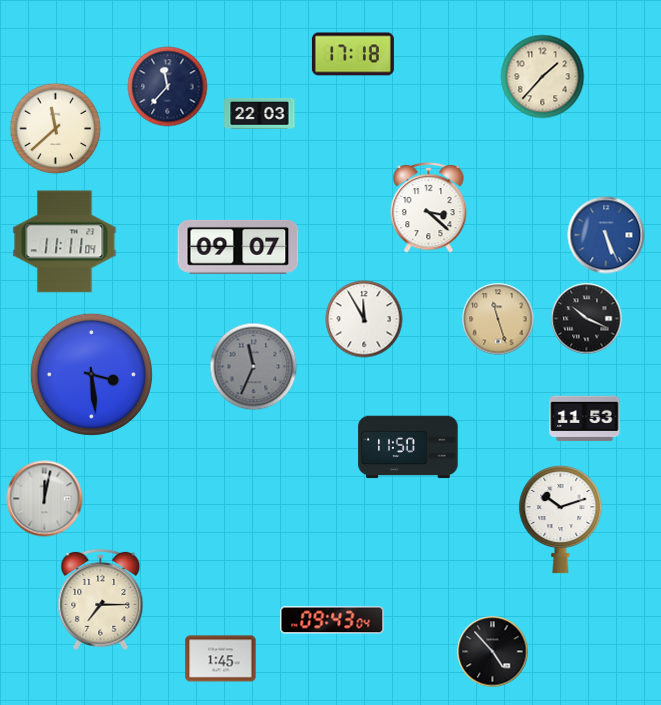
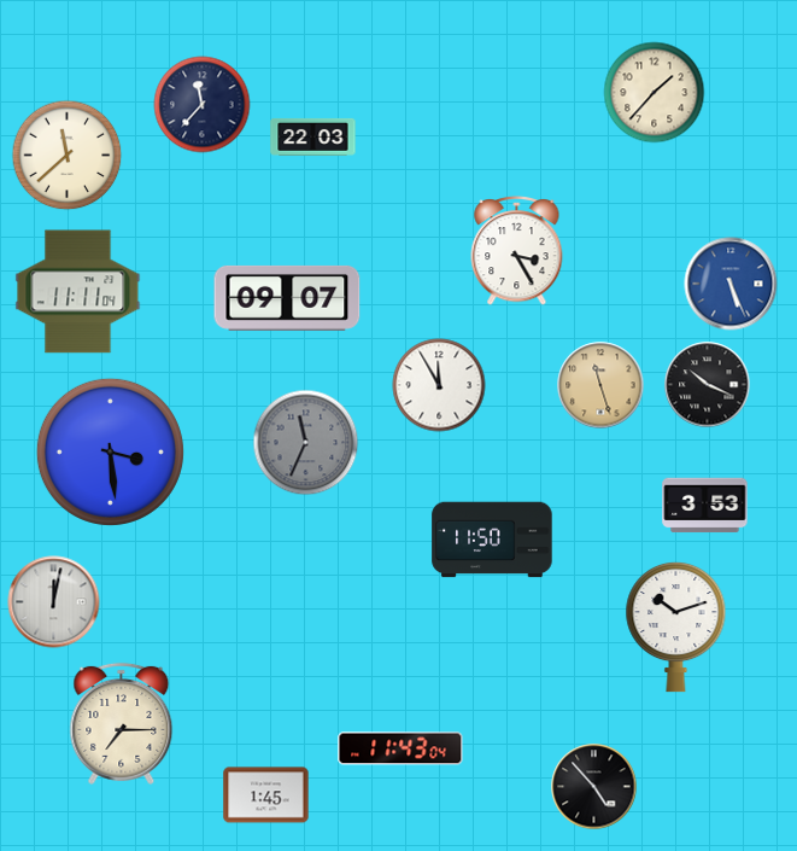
clock at (353, 54): 17:18 -> none
clock at (429, 207): 3:22 -> 3:25
clock at (585, 419): 11:53 -> 3:53
clock at (332, 620): 09:43 -> 11:43
